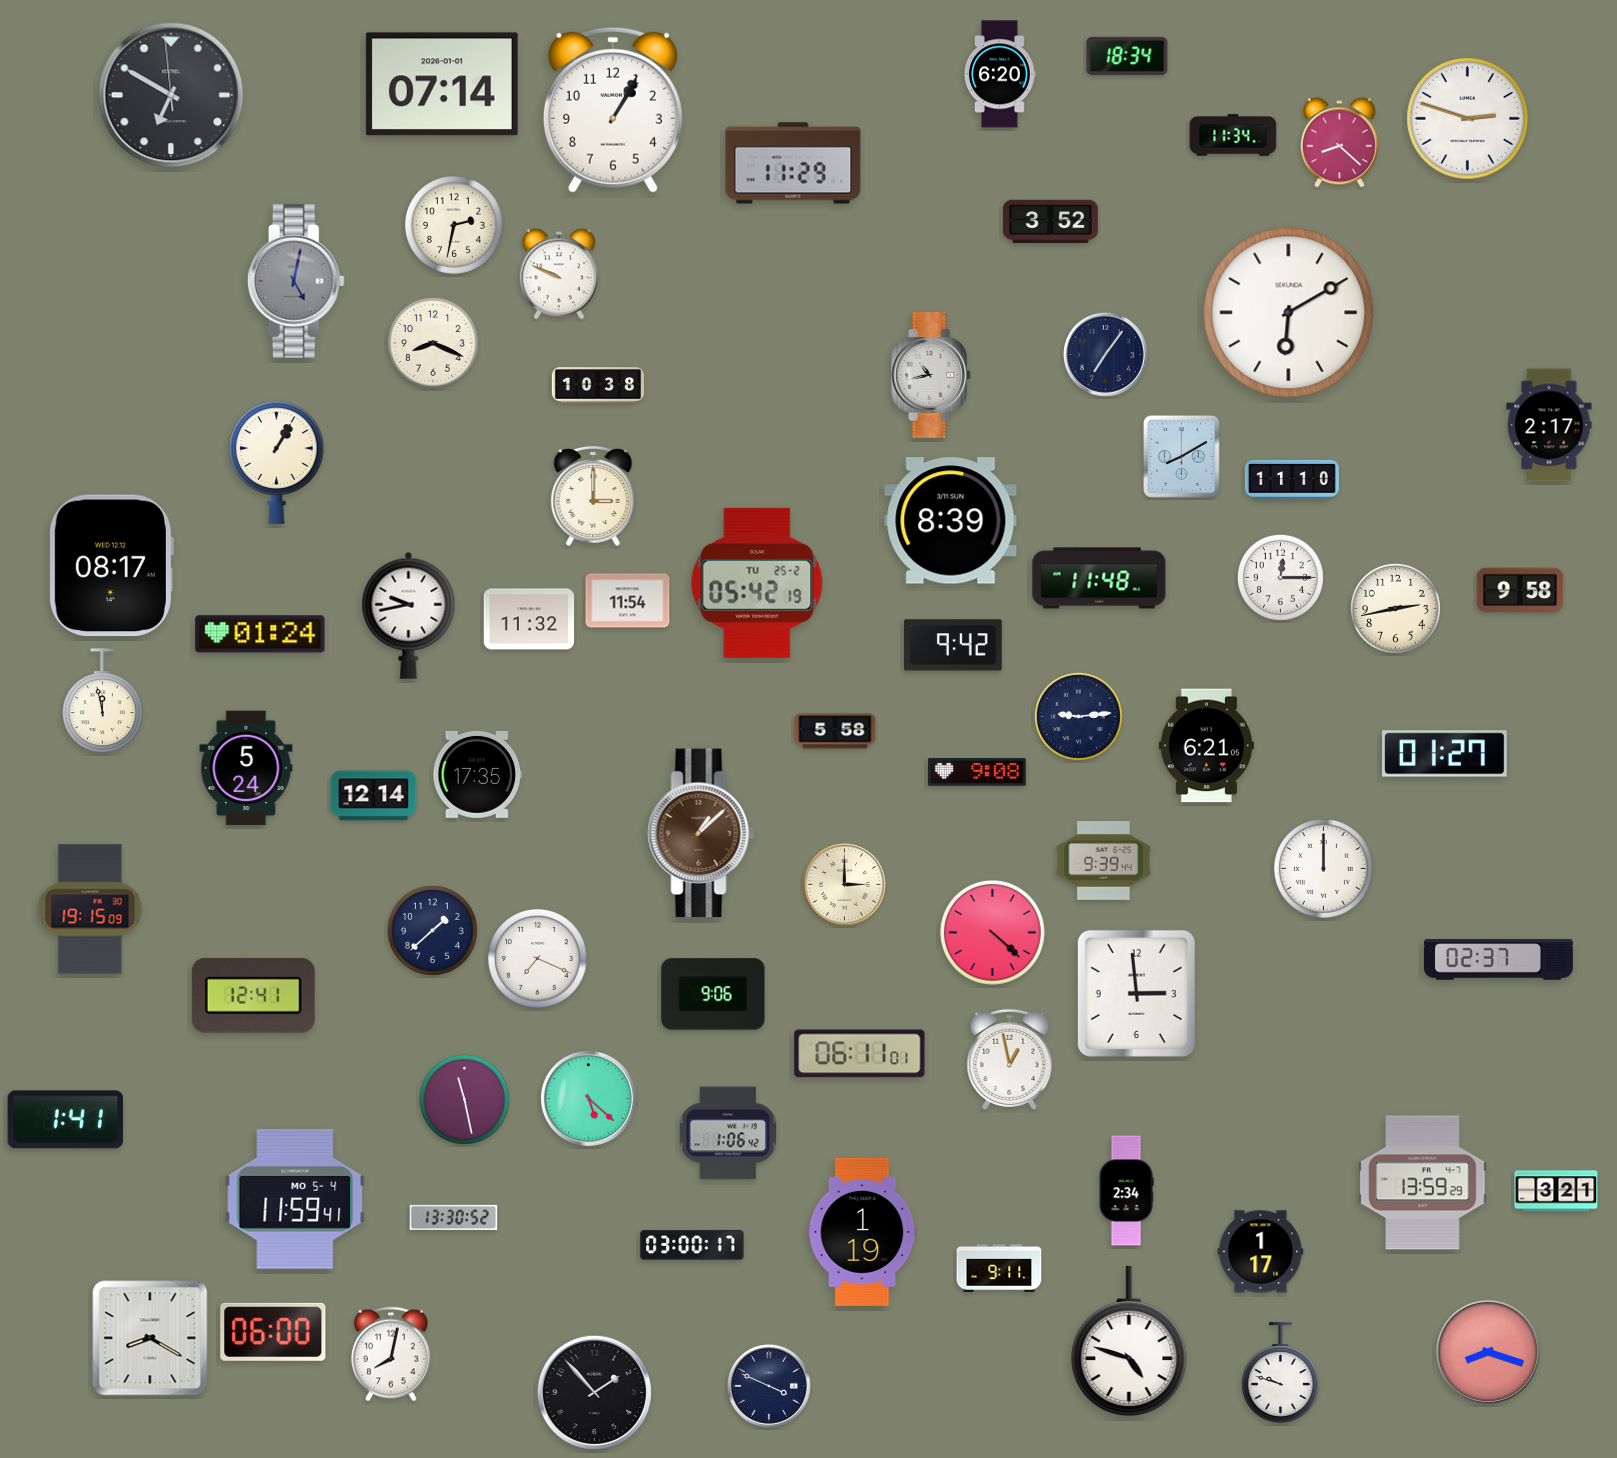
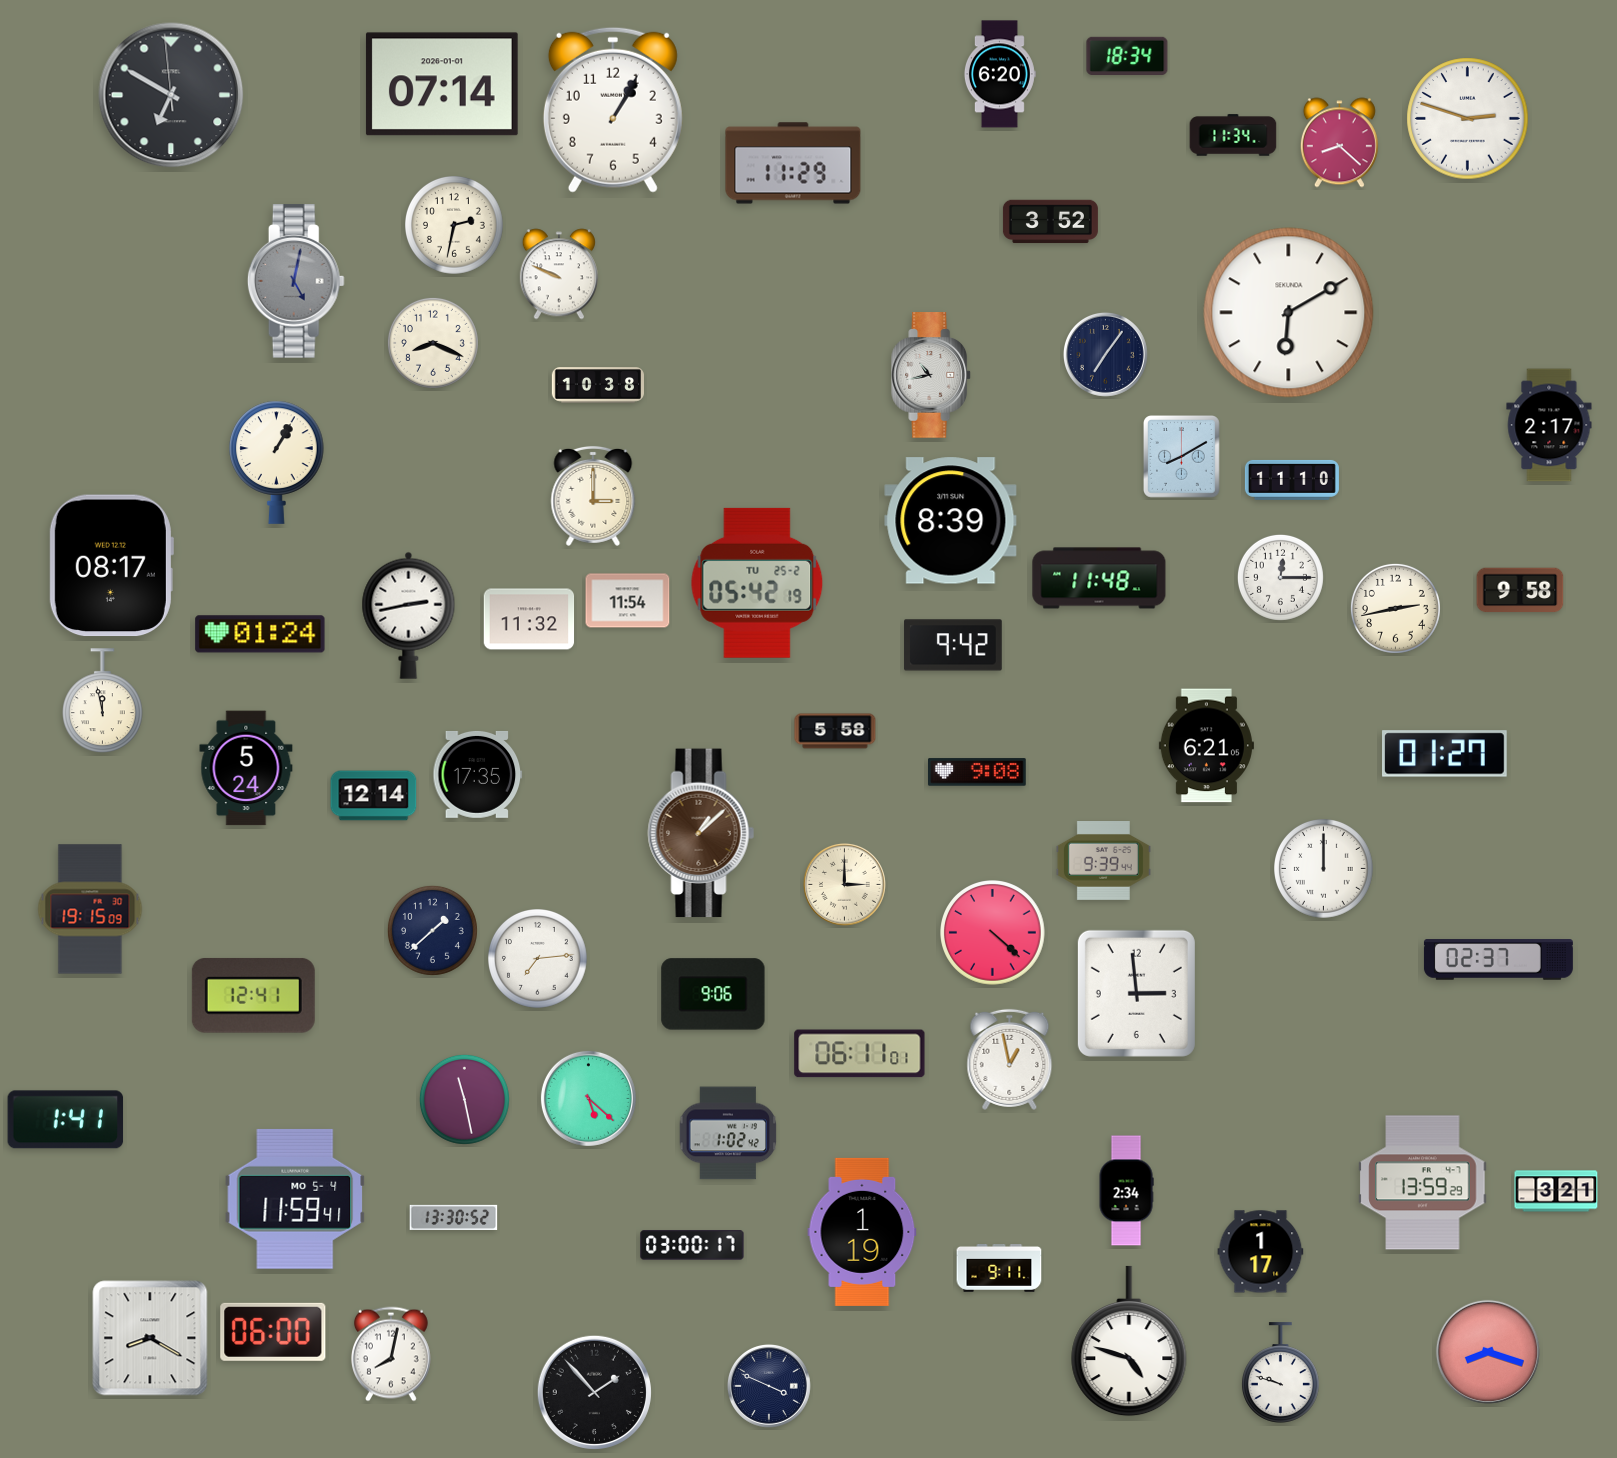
clock at (409, 615): 9:43 -> 2:43
clock at (1078, 716): 9:14 -> none
clock at (538, 959): 7:19 -> 7:14
clock at (728, 1133): 1:06 -> 1:02
